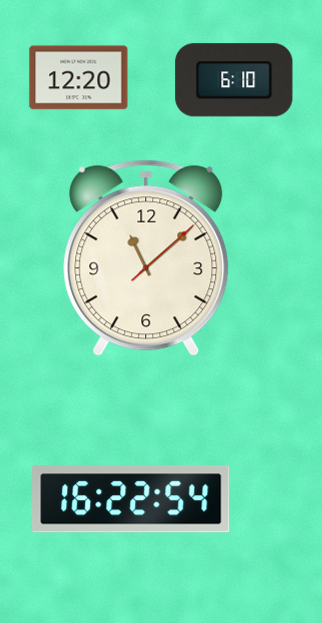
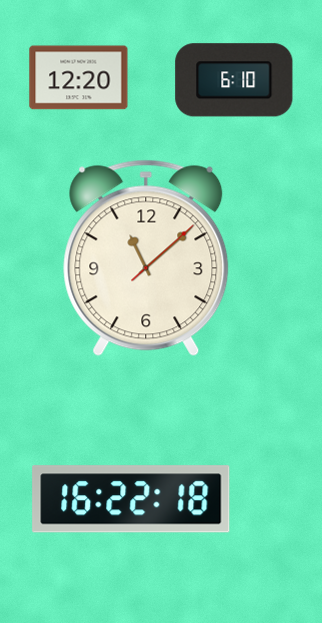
clock at (131, 499): 16:22:54 -> 16:22:18
